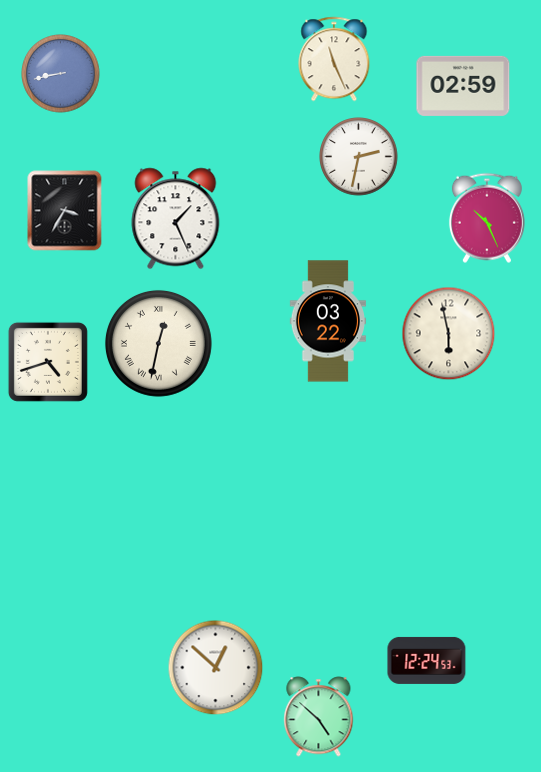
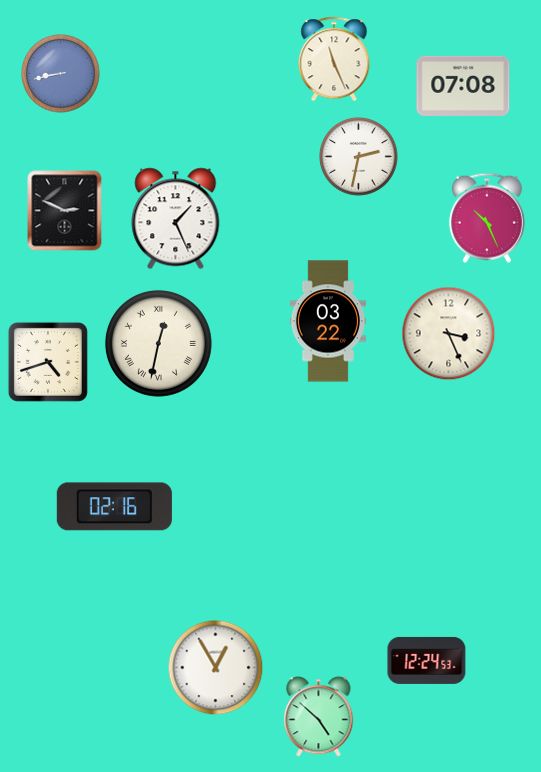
clock at (463, 86): 02:59 -> 07:08
clock at (65, 211): 3:35 -> 2:49
clock at (449, 334): 5:58 -> 3:26
clock at (114, 507): none -> 02:16
clock at (216, 668): 12:52 -> 12:55
